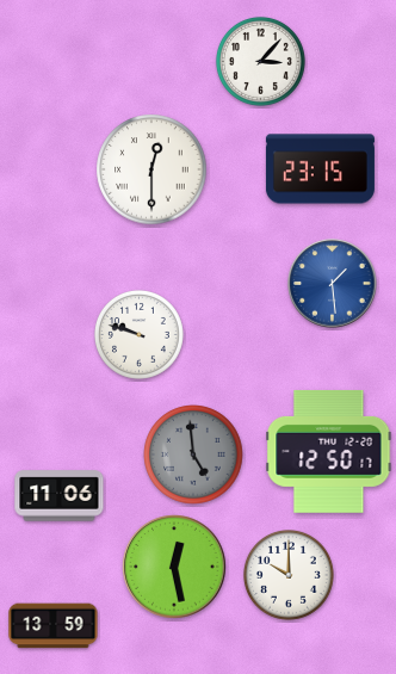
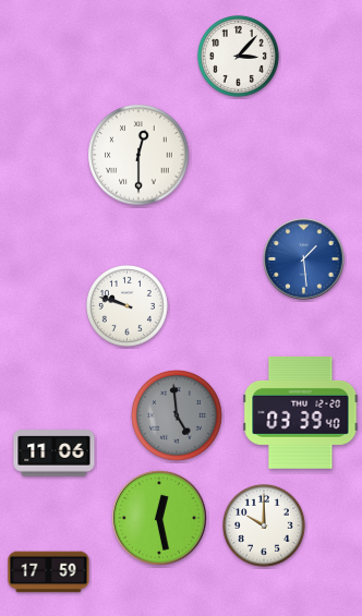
clock at (320, 169): 23:15 -> none
clock at (329, 451): 12:50 -> 03:39
clock at (54, 626): 13:59 -> 17:59
